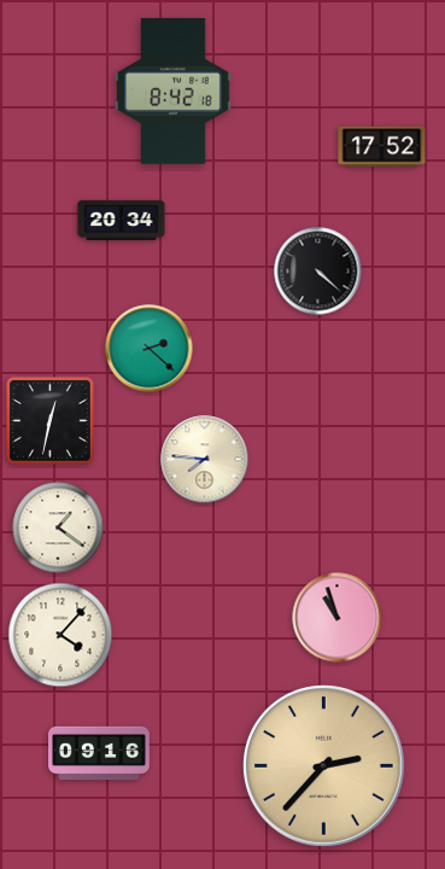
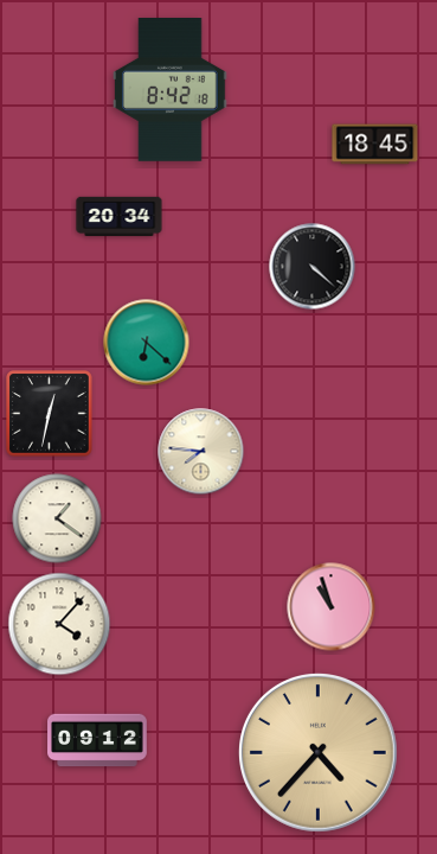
clock at (382, 147): 17:52 -> 18:45
clock at (150, 349): 2:22 -> 6:22
clock at (100, 753): 09:16 -> 09:12
clock at (324, 766): 2:37 -> 4:37
